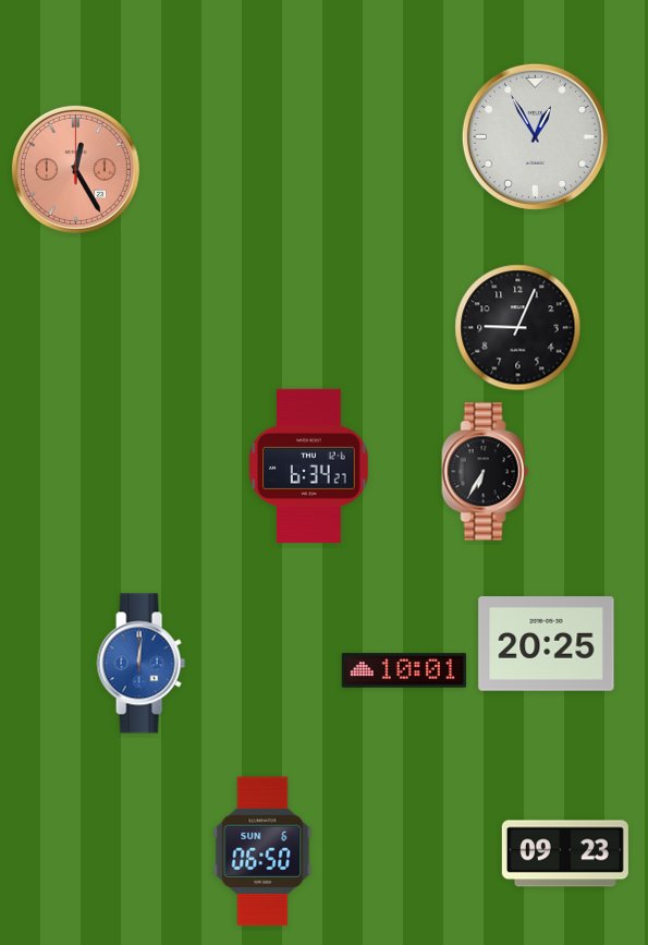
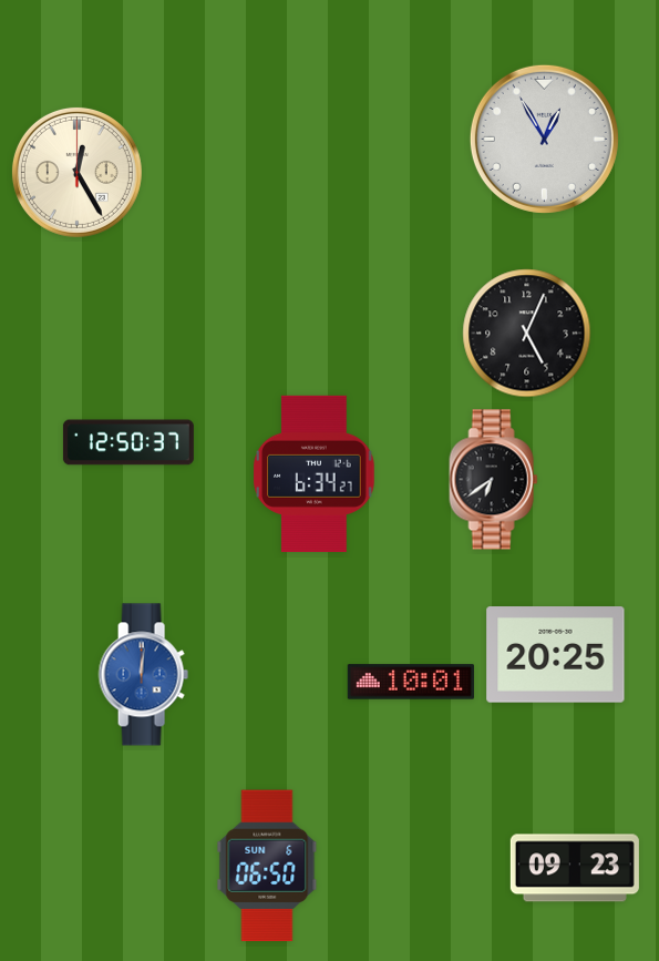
clock at (75, 169) dial: salmon -> cream
clock at (518, 328): 9:04 -> 5:04
clock at (128, 442): none -> 12:50
clock at (486, 472): 6:35 -> 6:39
